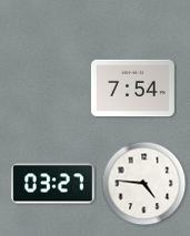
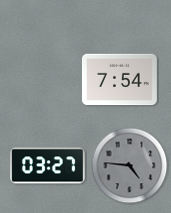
clock at (144, 184) dial: white -> grey
